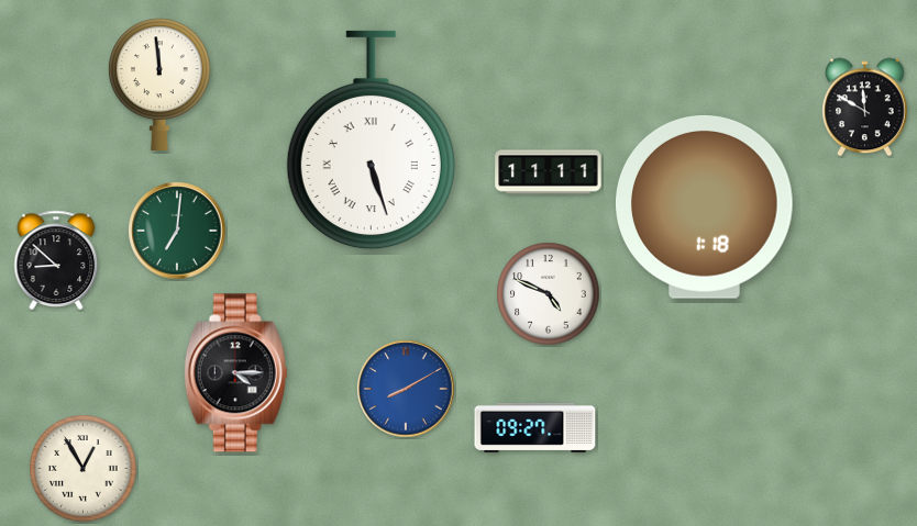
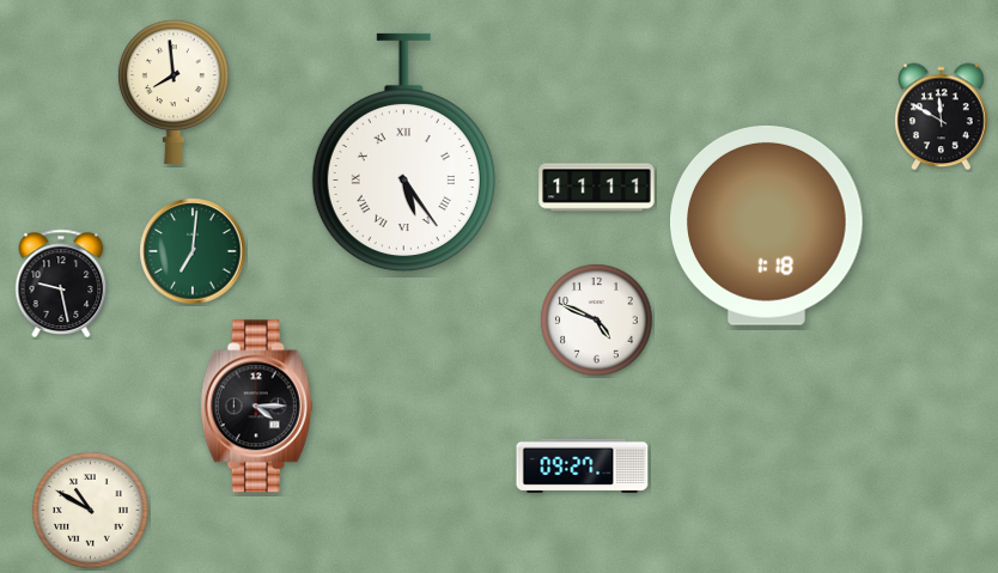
clock at (159, 83): 11:59 -> 7:59
clock at (371, 141): 5:27 -> 5:24
clock at (56, 260): 8:52 -> 9:28
clock at (406, 389): 8:10 -> none
clock at (84, 469): 12:55 -> 10:50
